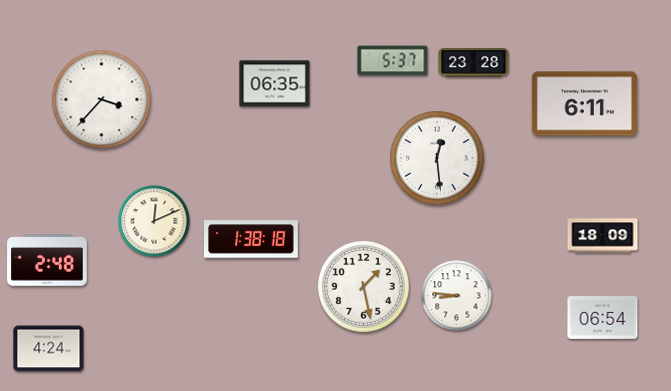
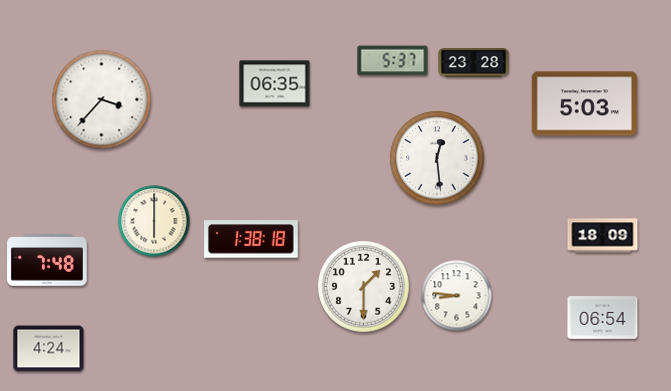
clock at (584, 104): 6:11 -> 5:03
clock at (154, 221): 12:11 -> 6:00
clock at (47, 260): 2:48 -> 7:48
clock at (364, 287): 1:28 -> 1:30
